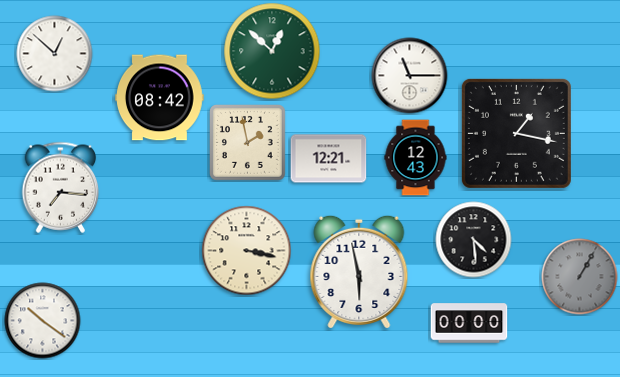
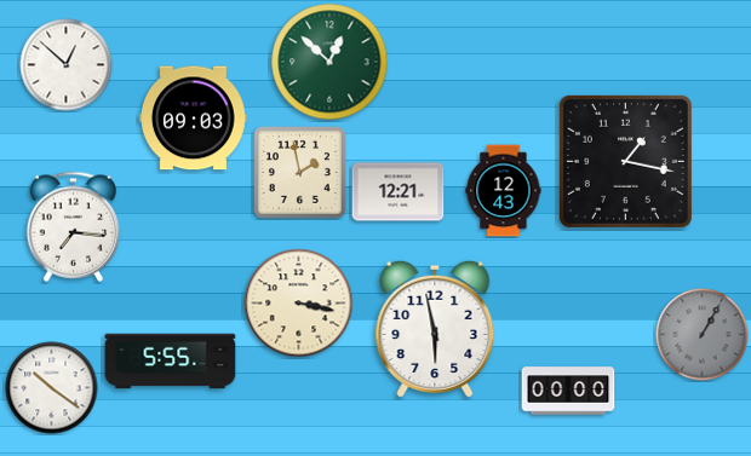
clock at (410, 76): 11:15 -> none
clock at (160, 98): 08:42 -> 09:03
clock at (474, 240): 4:29 -> none
clock at (171, 362): none -> 5:55
